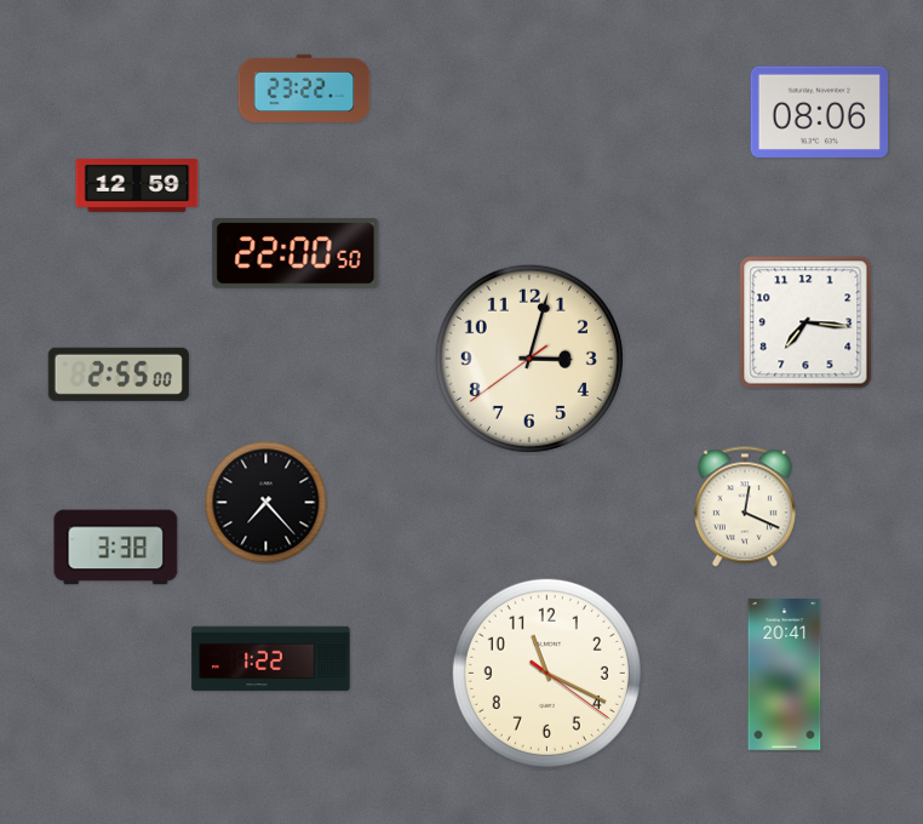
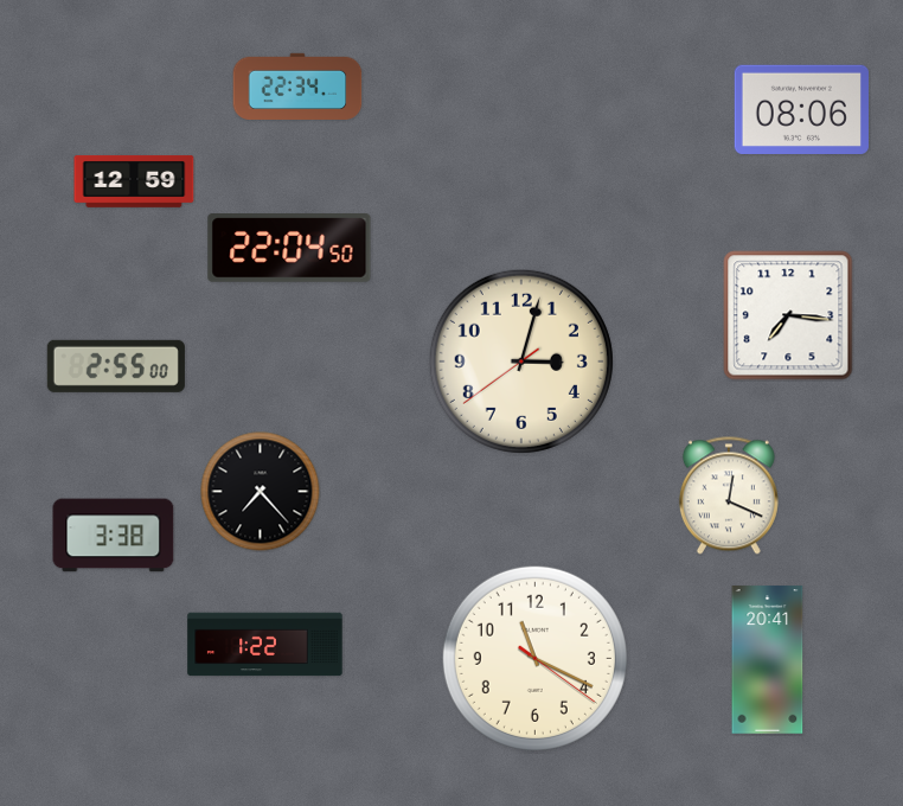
clock at (304, 87): 23:22 -> 22:34
clock at (296, 253): 22:00 -> 22:04
clock at (529, 359) position: (529, 359) -> (521, 362)
